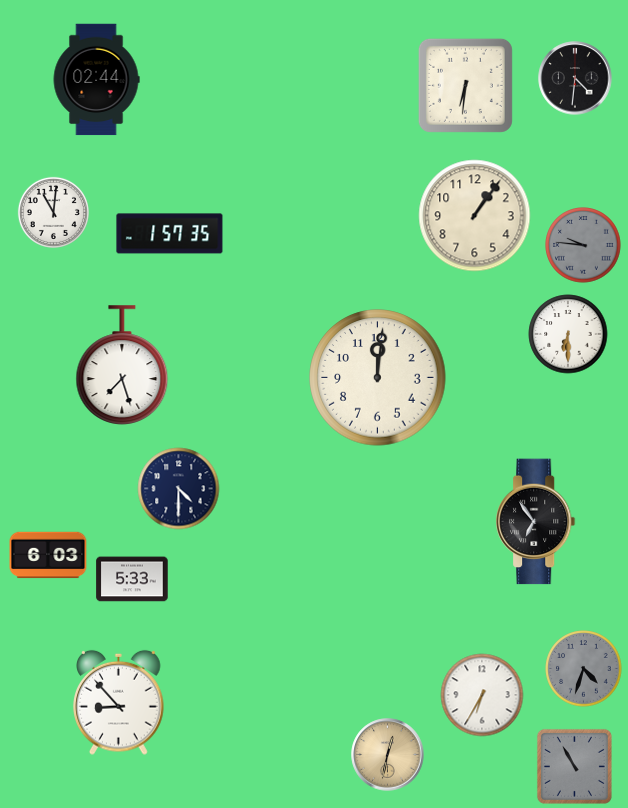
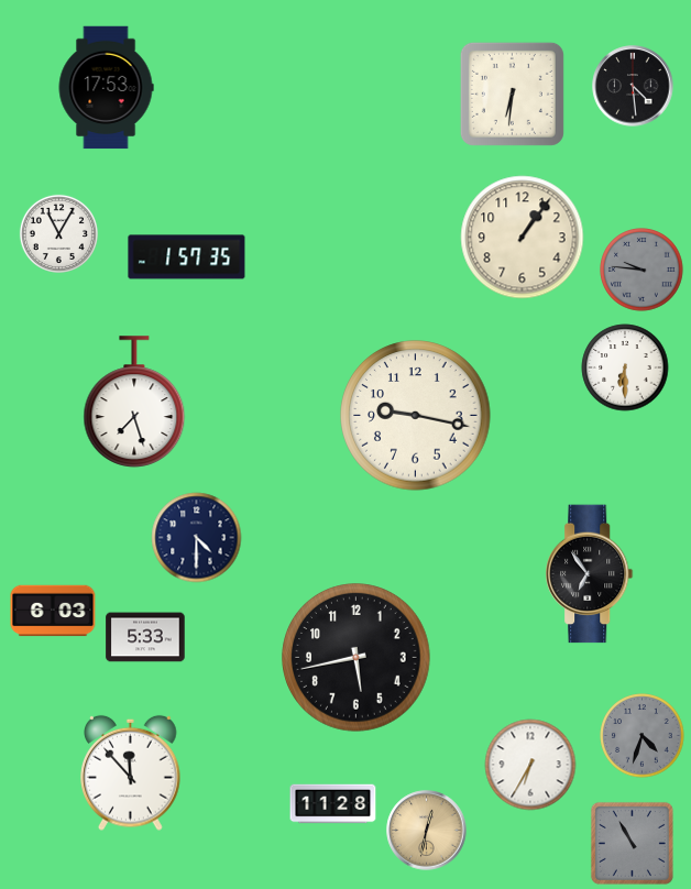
clock at (575, 78): 4:31 -> 4:29
clock at (96, 80): 02:44 -> 17:53
clock at (53, 212): 11:01 -> 11:05
clock at (378, 378): 12:01 -> 9:17
clock at (357, 658): none -> 5:43
clock at (119, 702): 8:53 -> 11:53
clock at (333, 804): none -> 11:28
